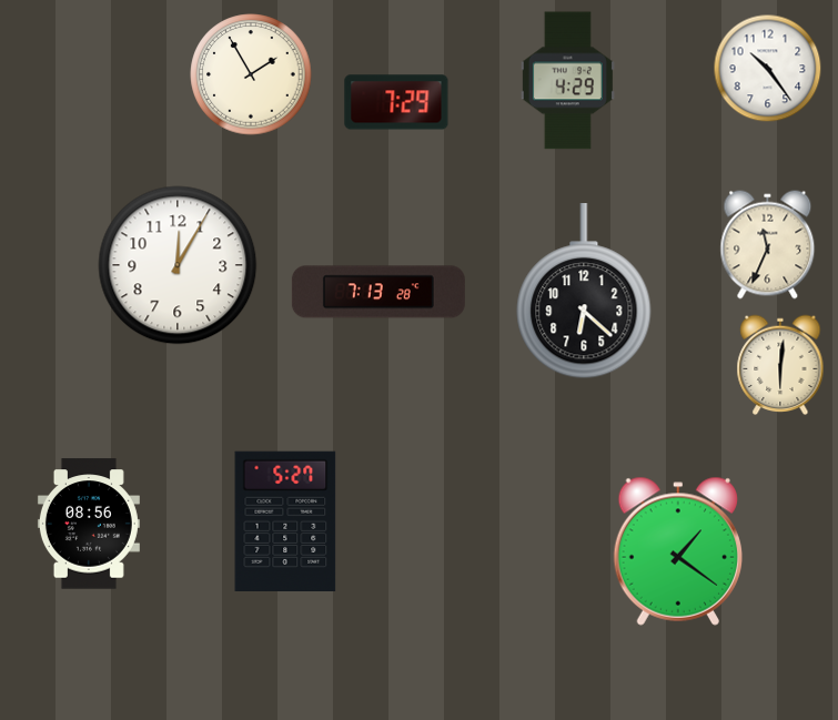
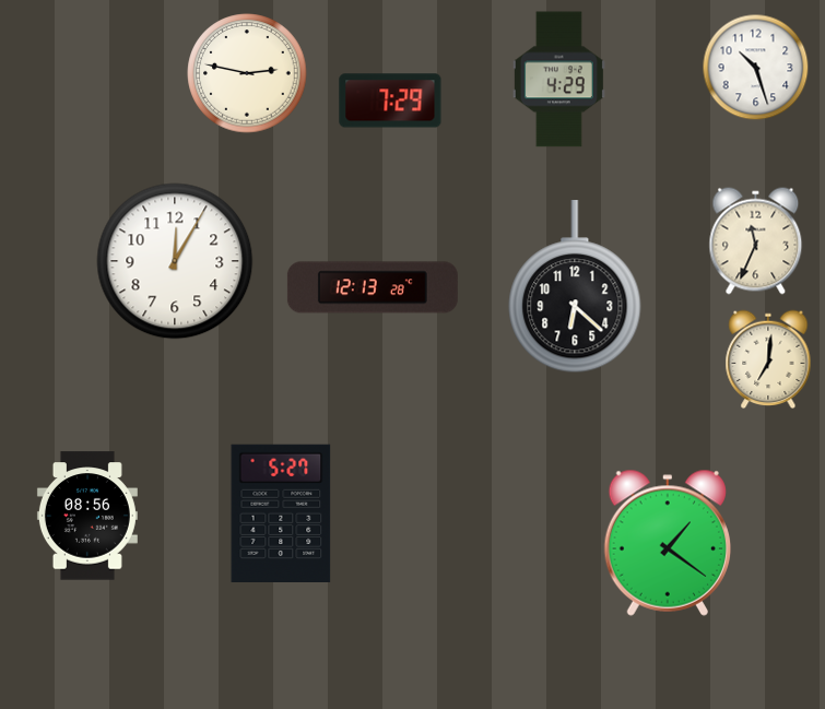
clock at (768, 69): 10:24 -> 10:27
clock at (251, 74): 1:55 -> 2:47
clock at (378, 292): 7:13 -> 12:13
clock at (780, 365): 6:01 -> 7:01
